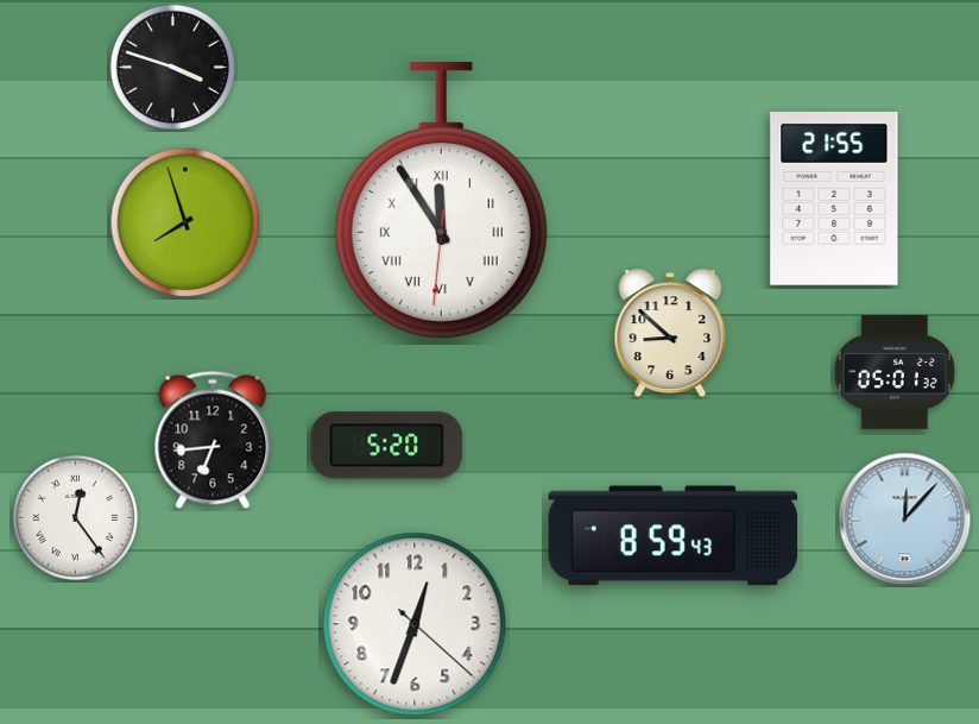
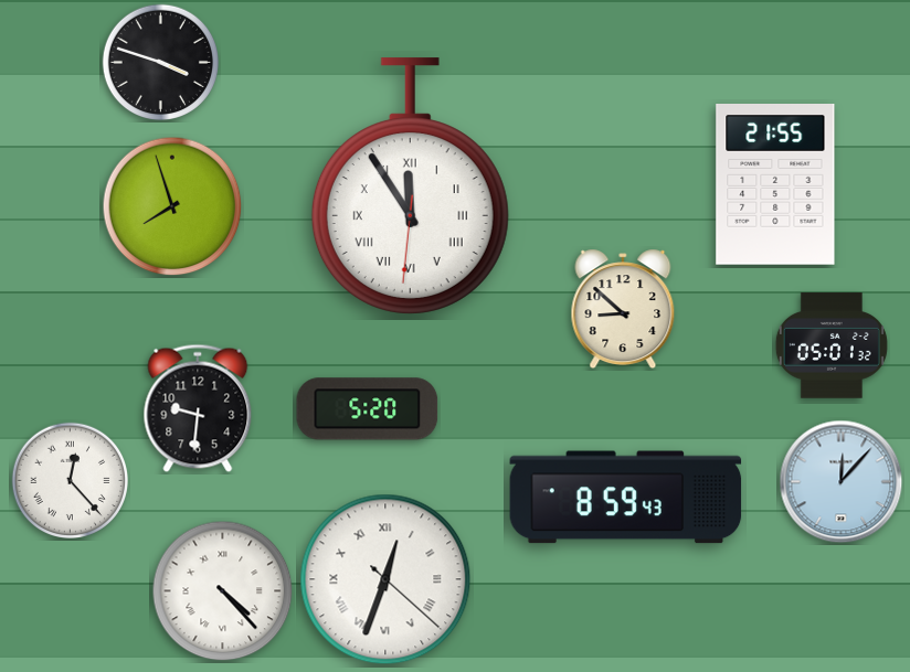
clock at (213, 440): 6:44 -> 9:31
clock at (387, 446) position: (387, 446) -> (368, 409)
clock at (76, 518): 12:24 -> 12:23
clock at (415, 624) numerals: Arabic -> Roman
clock at (223, 591): none -> 4:23
